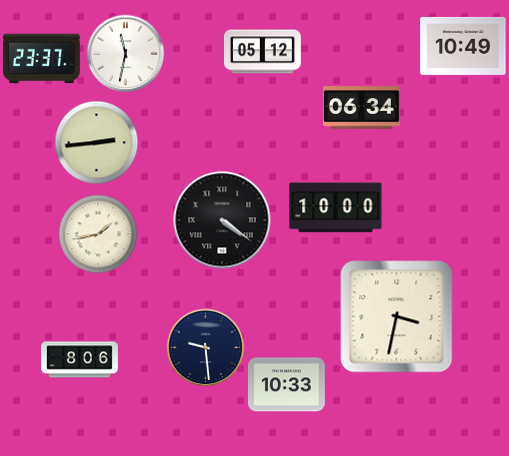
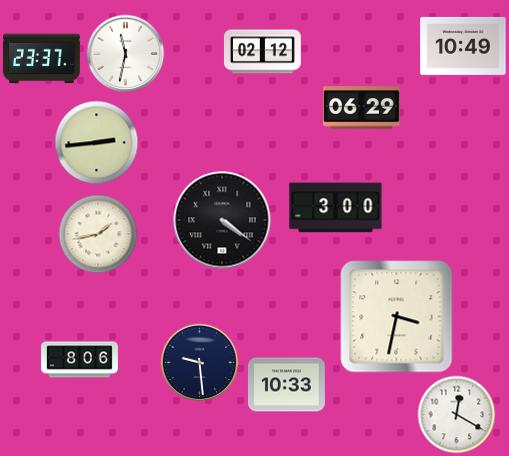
clock at (262, 52): 05:12 -> 02:12
clock at (361, 108): 06:34 -> 06:29
clock at (336, 208): 10:00 -> 3:00
clock at (205, 347) position: (205, 347) -> (199, 362)
clock at (456, 414): none -> 12:20
